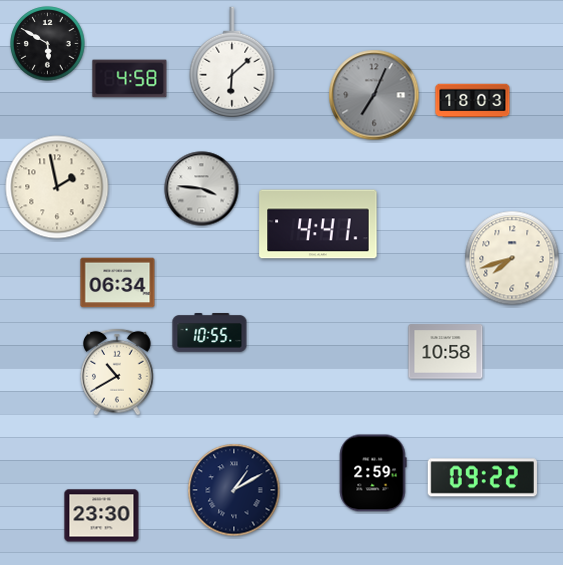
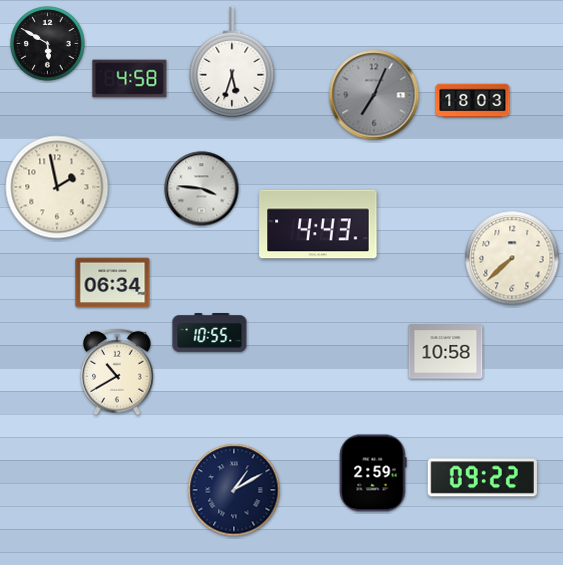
clock at (232, 62): 6:08 -> 5:33
clock at (318, 224): 4:41 -> 4:43
clock at (512, 258): 7:42 -> 7:38
clock at (118, 283) position: (118, 283) -> (113, 283)
clock at (102, 516): 23:30 -> none
